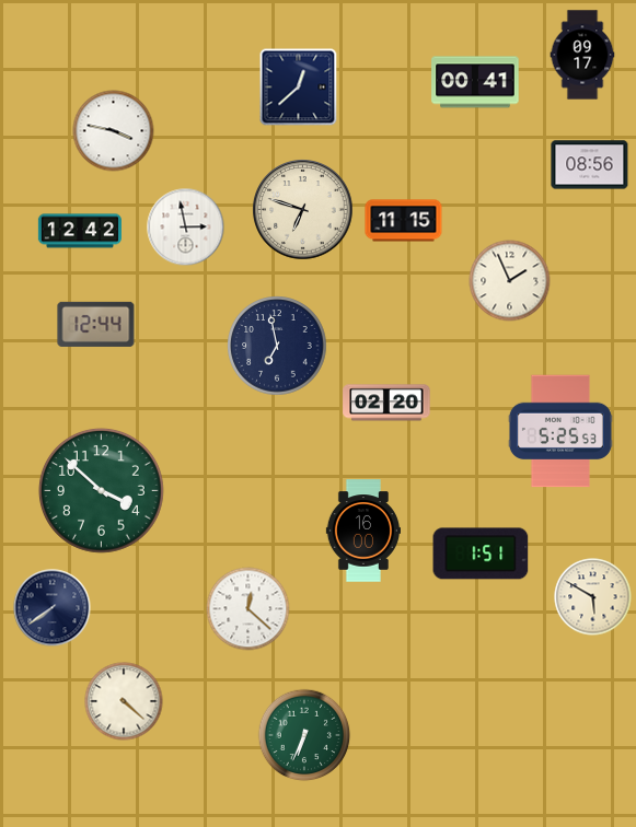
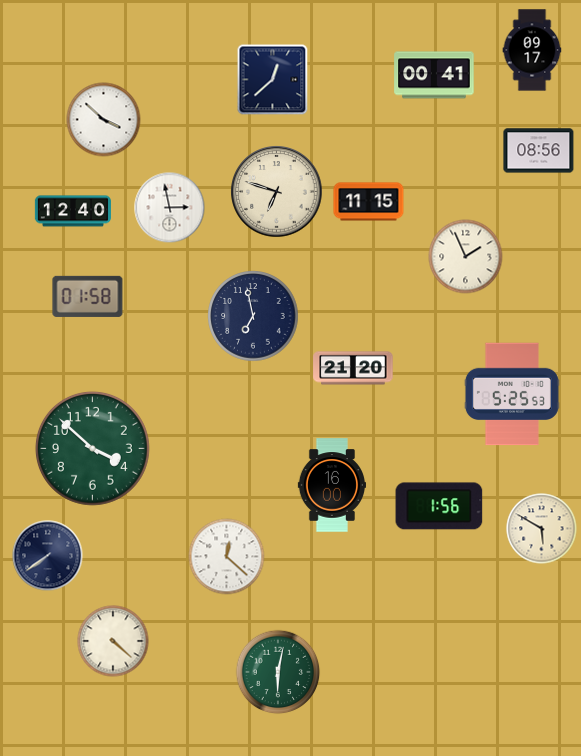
clock at (114, 131): 3:47 -> 3:52
clock at (80, 231): 12:42 -> 12:40
clock at (96, 324): 12:44 -> 01:58
clock at (386, 403): 02:20 -> 21:20
clock at (481, 554): 1:51 -> 1:56
clock at (593, 597) position: (593, 597) -> (542, 529)
clock at (304, 735): 6:34 -> 6:02
